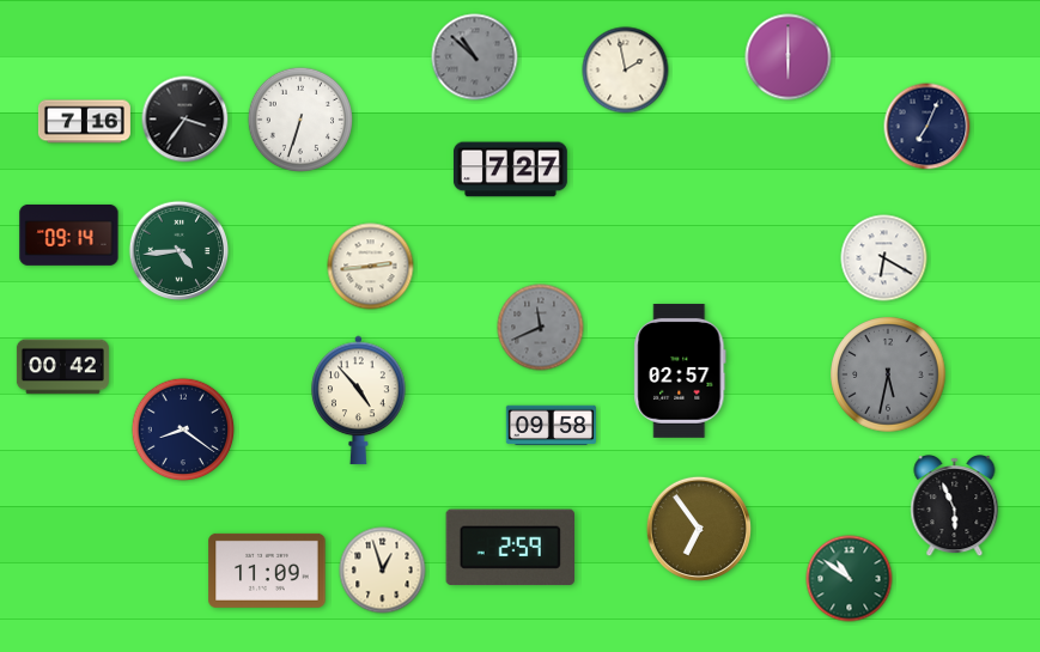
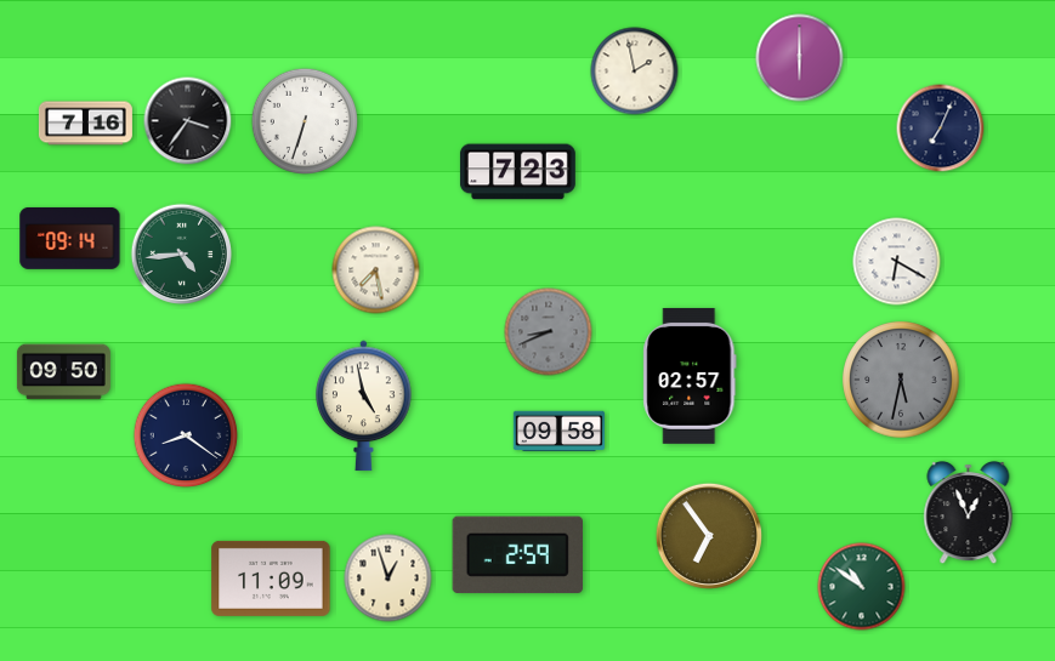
clock at (475, 57): 10:52 -> none
clock at (511, 170): 7:27 -> 7:23
clock at (371, 267): 2:44 -> 7:28
clock at (541, 328): 11:41 -> 8:41
clock at (62, 367): 00:42 -> 09:50
clock at (359, 401): 4:53 -> 4:58
clock at (955, 507): 5:56 -> 12:56
